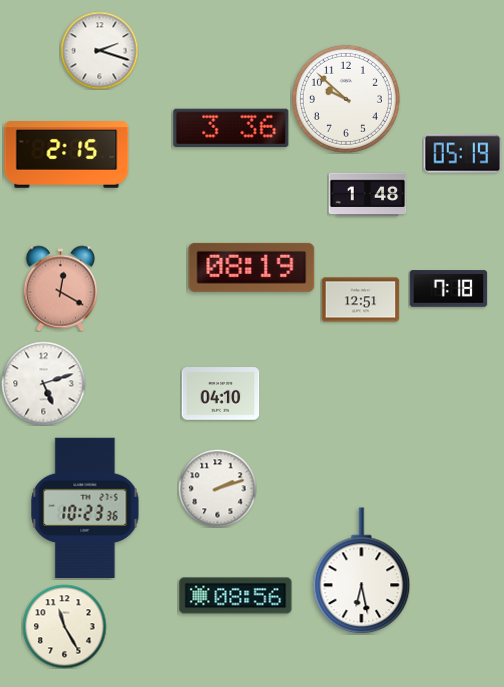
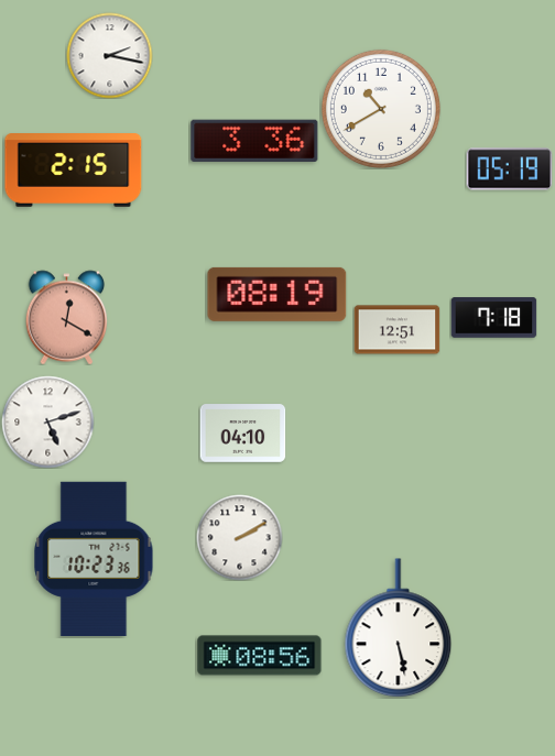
clock at (99, 50): 2:18 -> 2:17
clock at (346, 99): 9:52 -> 10:40
clock at (367, 195): 1:48 -> none
clock at (217, 488): 2:12 -> 2:10
clock at (362, 571): 6:28 -> 5:28
clock at (64, 626): 11:25 -> none
